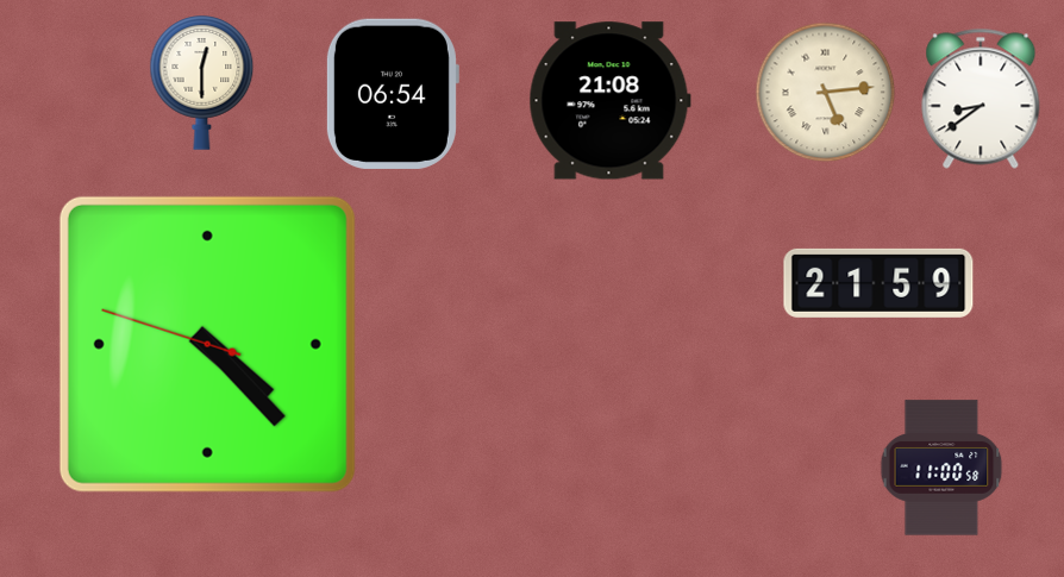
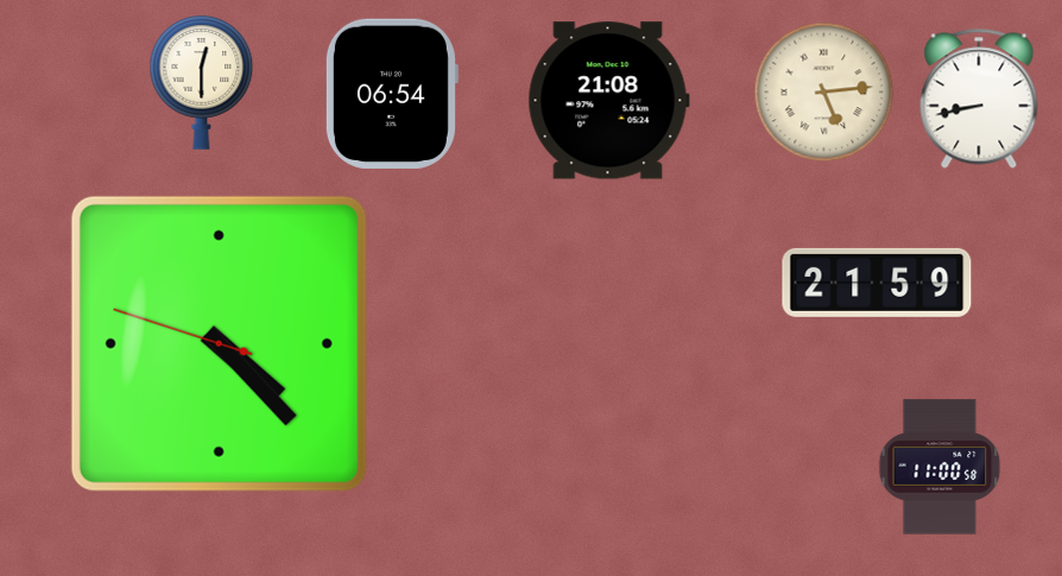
clock at (981, 99): 8:39 -> 8:43
clock at (207, 344) position: (207, 344) -> (219, 343)
